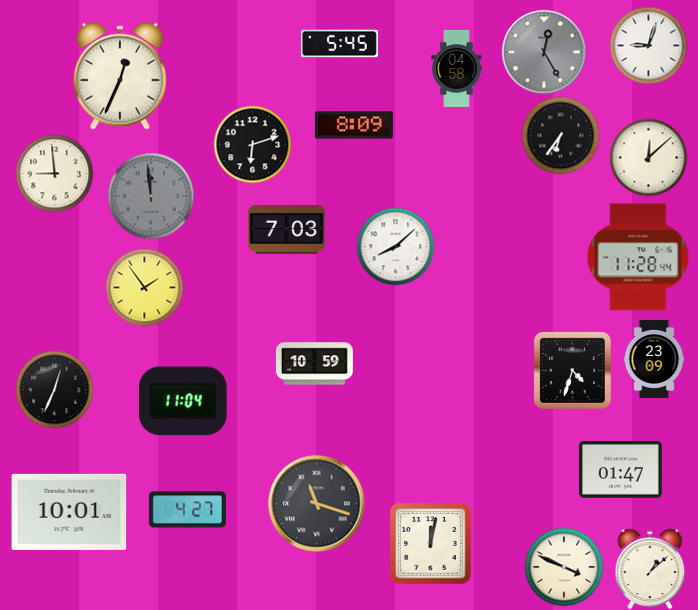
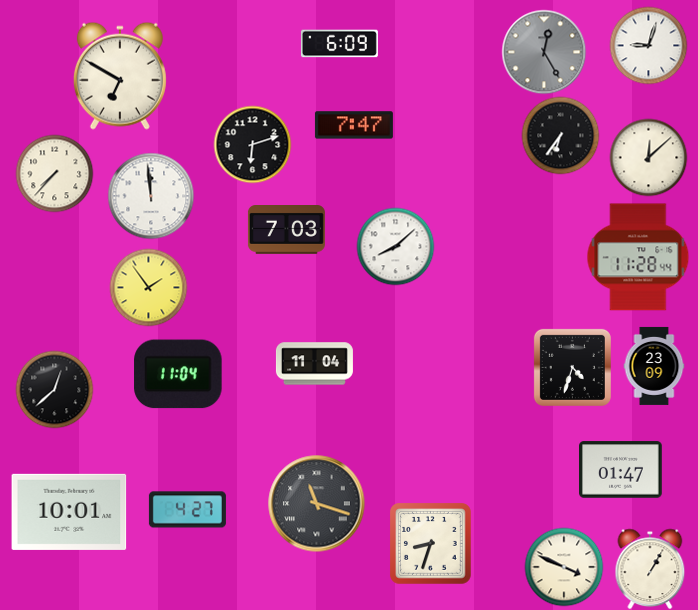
clock at (339, 44): 5:45 -> 6:09
clock at (457, 68): 04:58 -> none
clock at (120, 76): 12:34 -> 6:50
clock at (354, 125): 8:09 -> 7:47
clock at (54, 173): 8:59 -> 7:37
clock at (151, 196) dial: grey -> white
clock at (144, 287) position: (144, 287) -> (148, 287)
clock at (654, 359) position: (654, 359) -> (654, 366)
clock at (314, 364): 10:59 -> 11:04
clock at (572, 370) position: (572, 370) -> (572, 367)
clock at (54, 389): 12:34 -> 12:38
clock at (183, 401) position: (183, 401) -> (178, 374)
clock at (430, 543): 12:02 -> 8:33
clock at (650, 569): 1:08 -> 1:05
